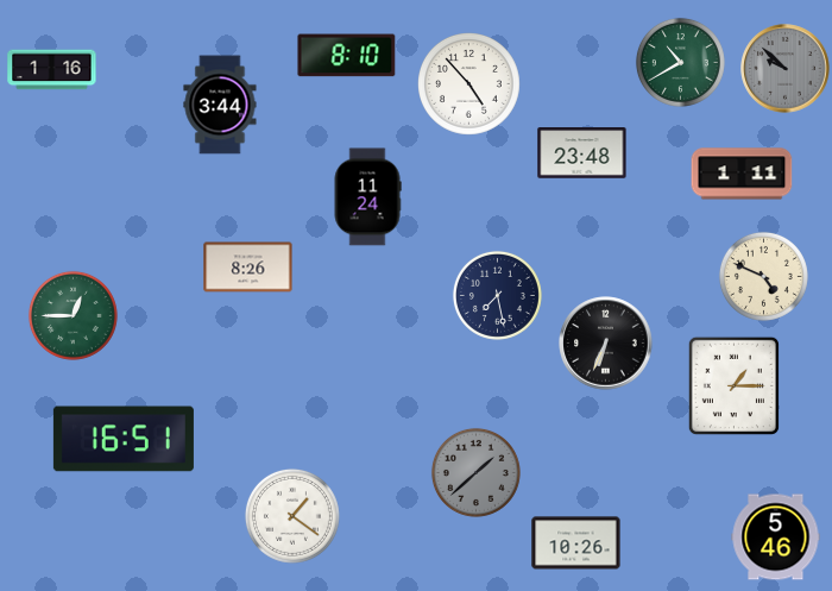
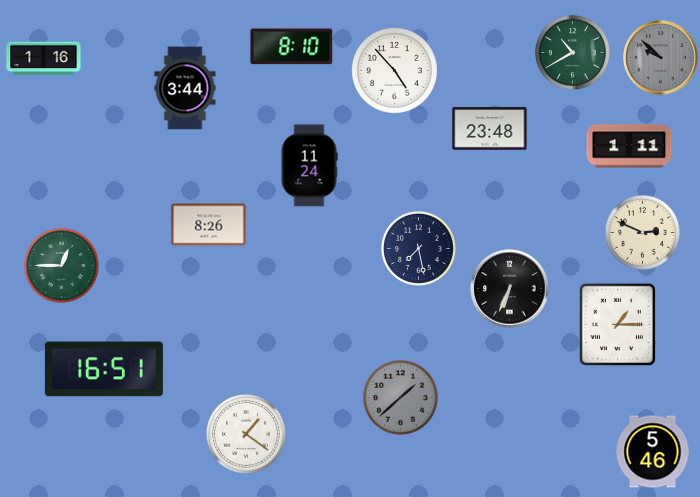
clock at (742, 174) position: (742, 174) -> (629, 146)
clock at (763, 276): 4:49 -> 2:49
clock at (576, 543): 10:26 -> none
